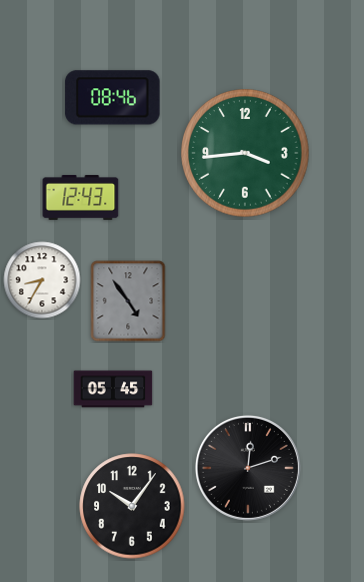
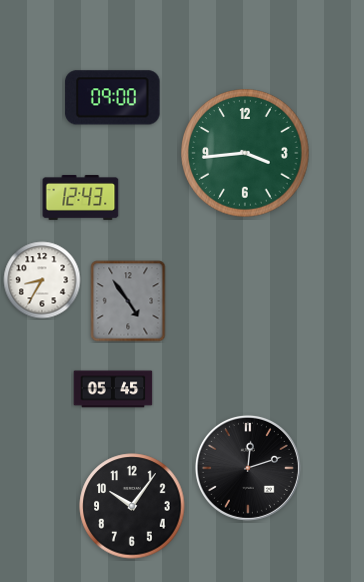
clock at (113, 98): 08:46 -> 09:00
